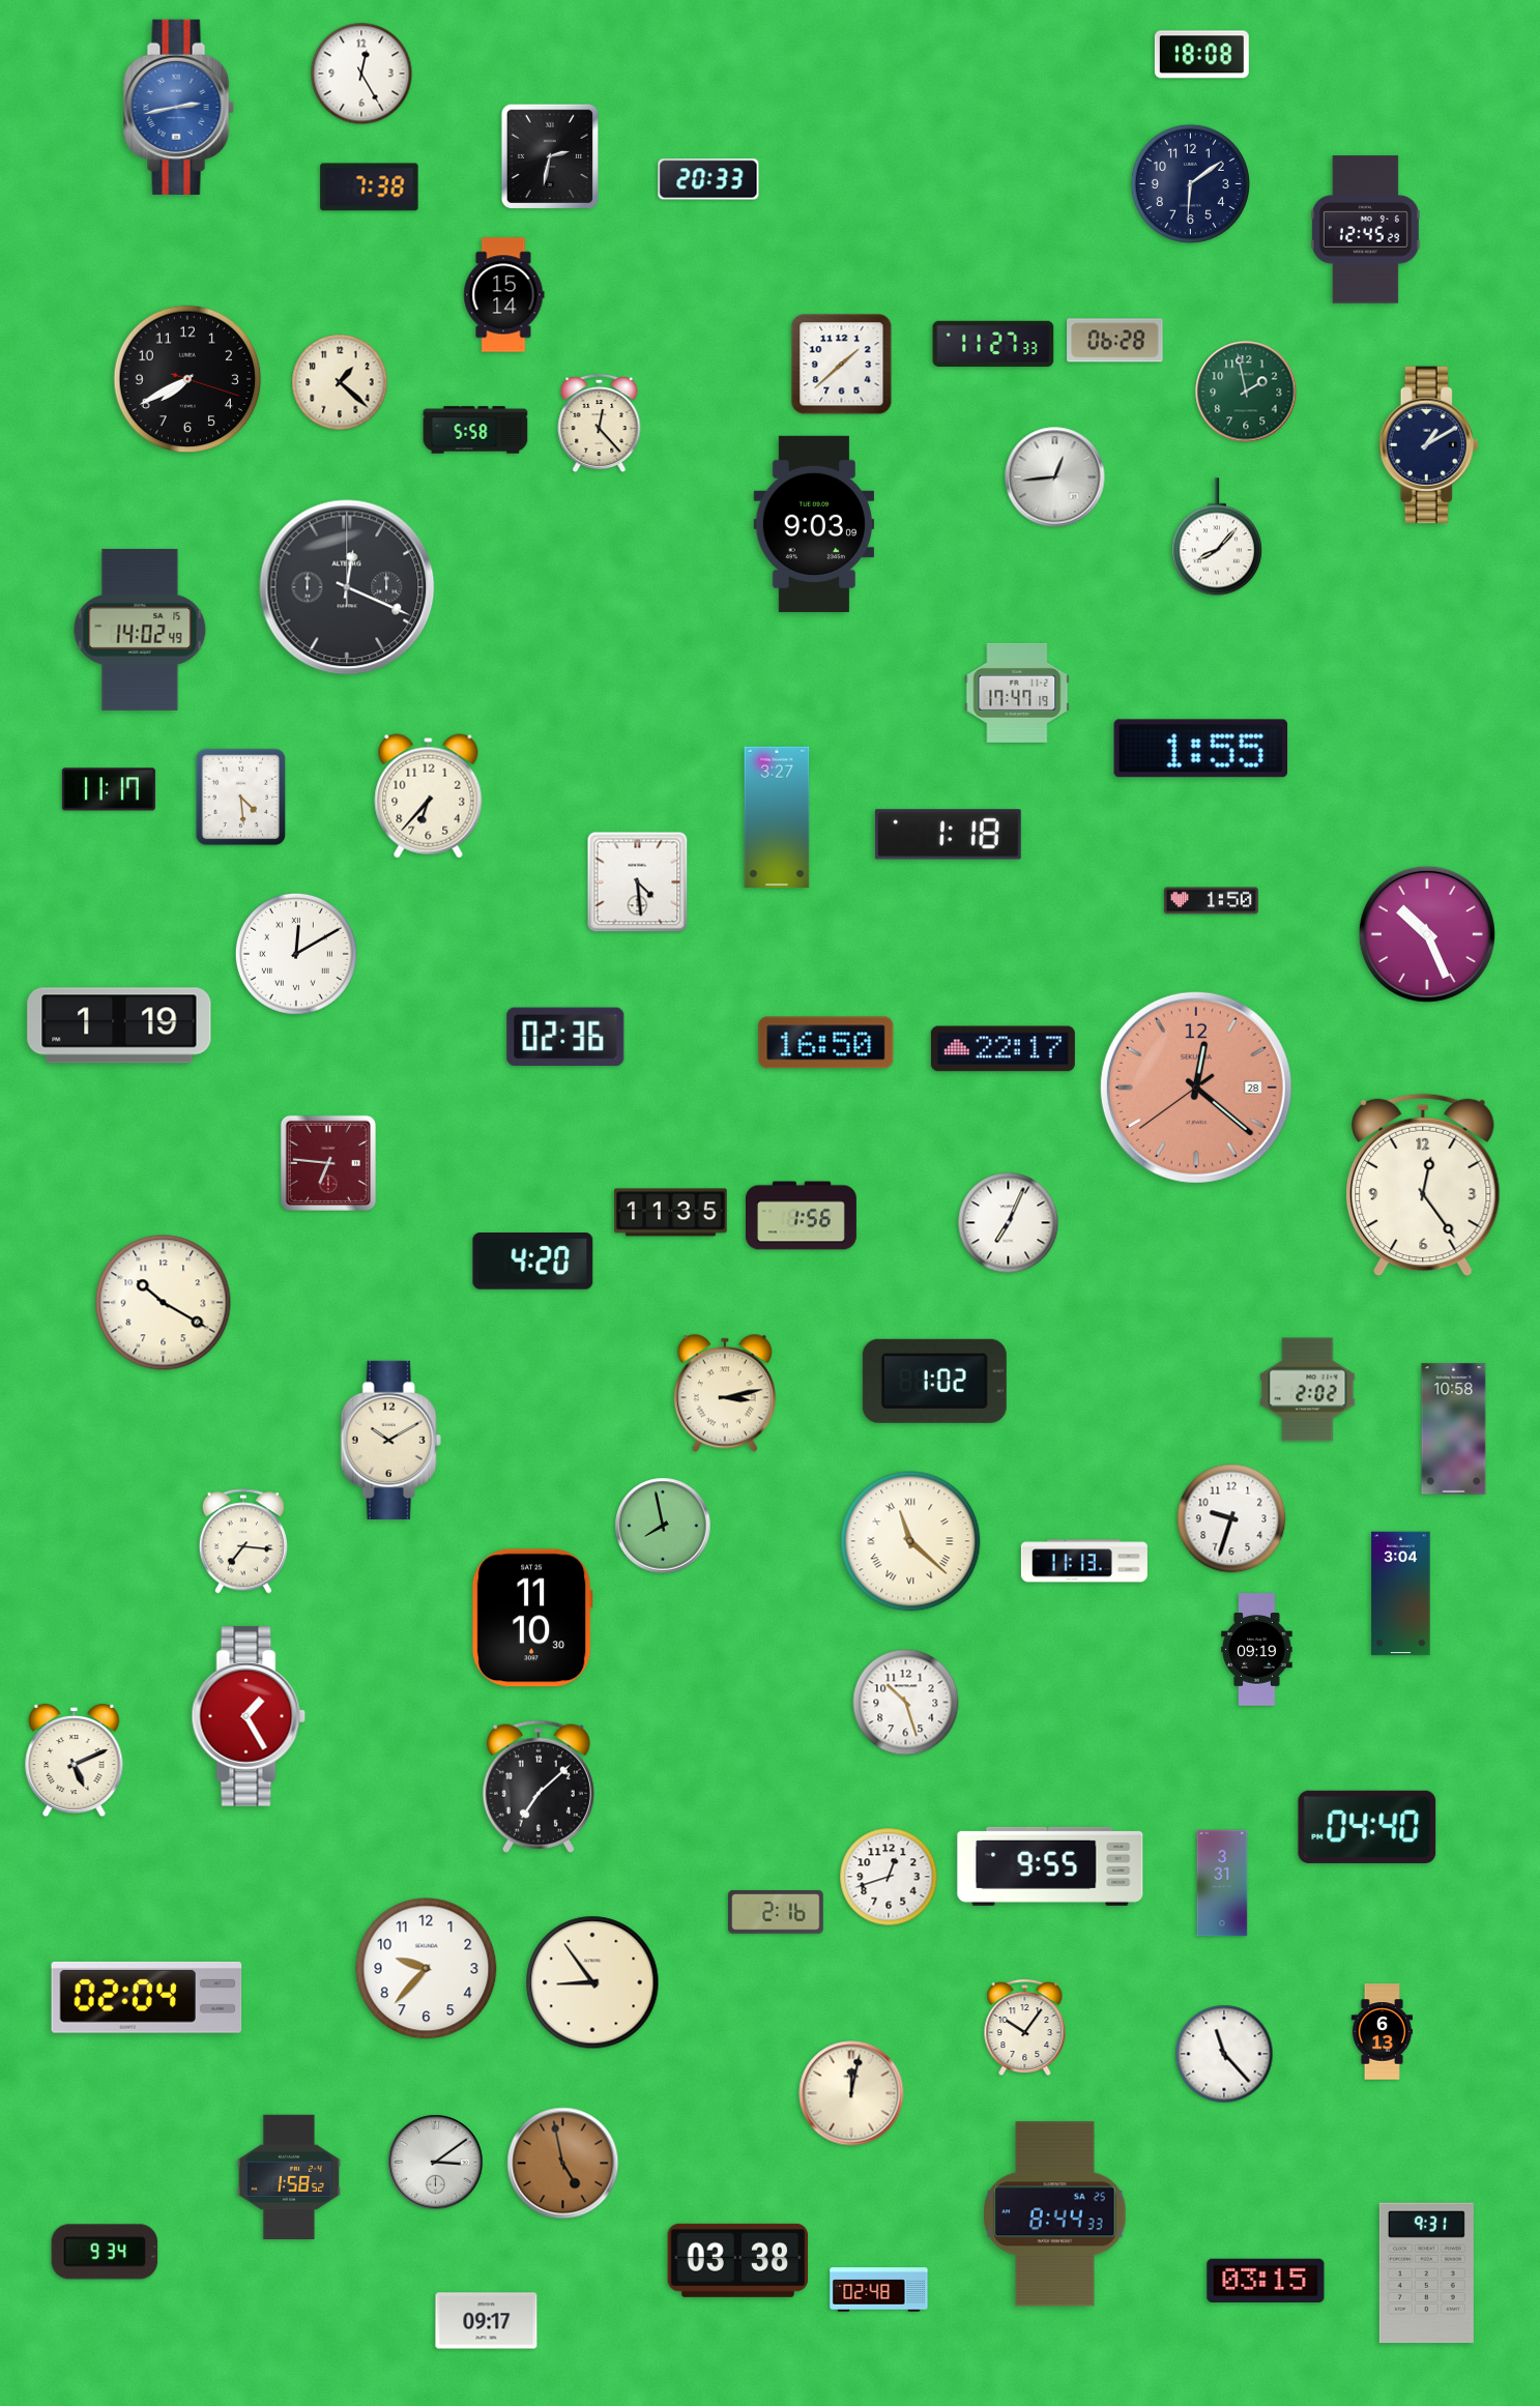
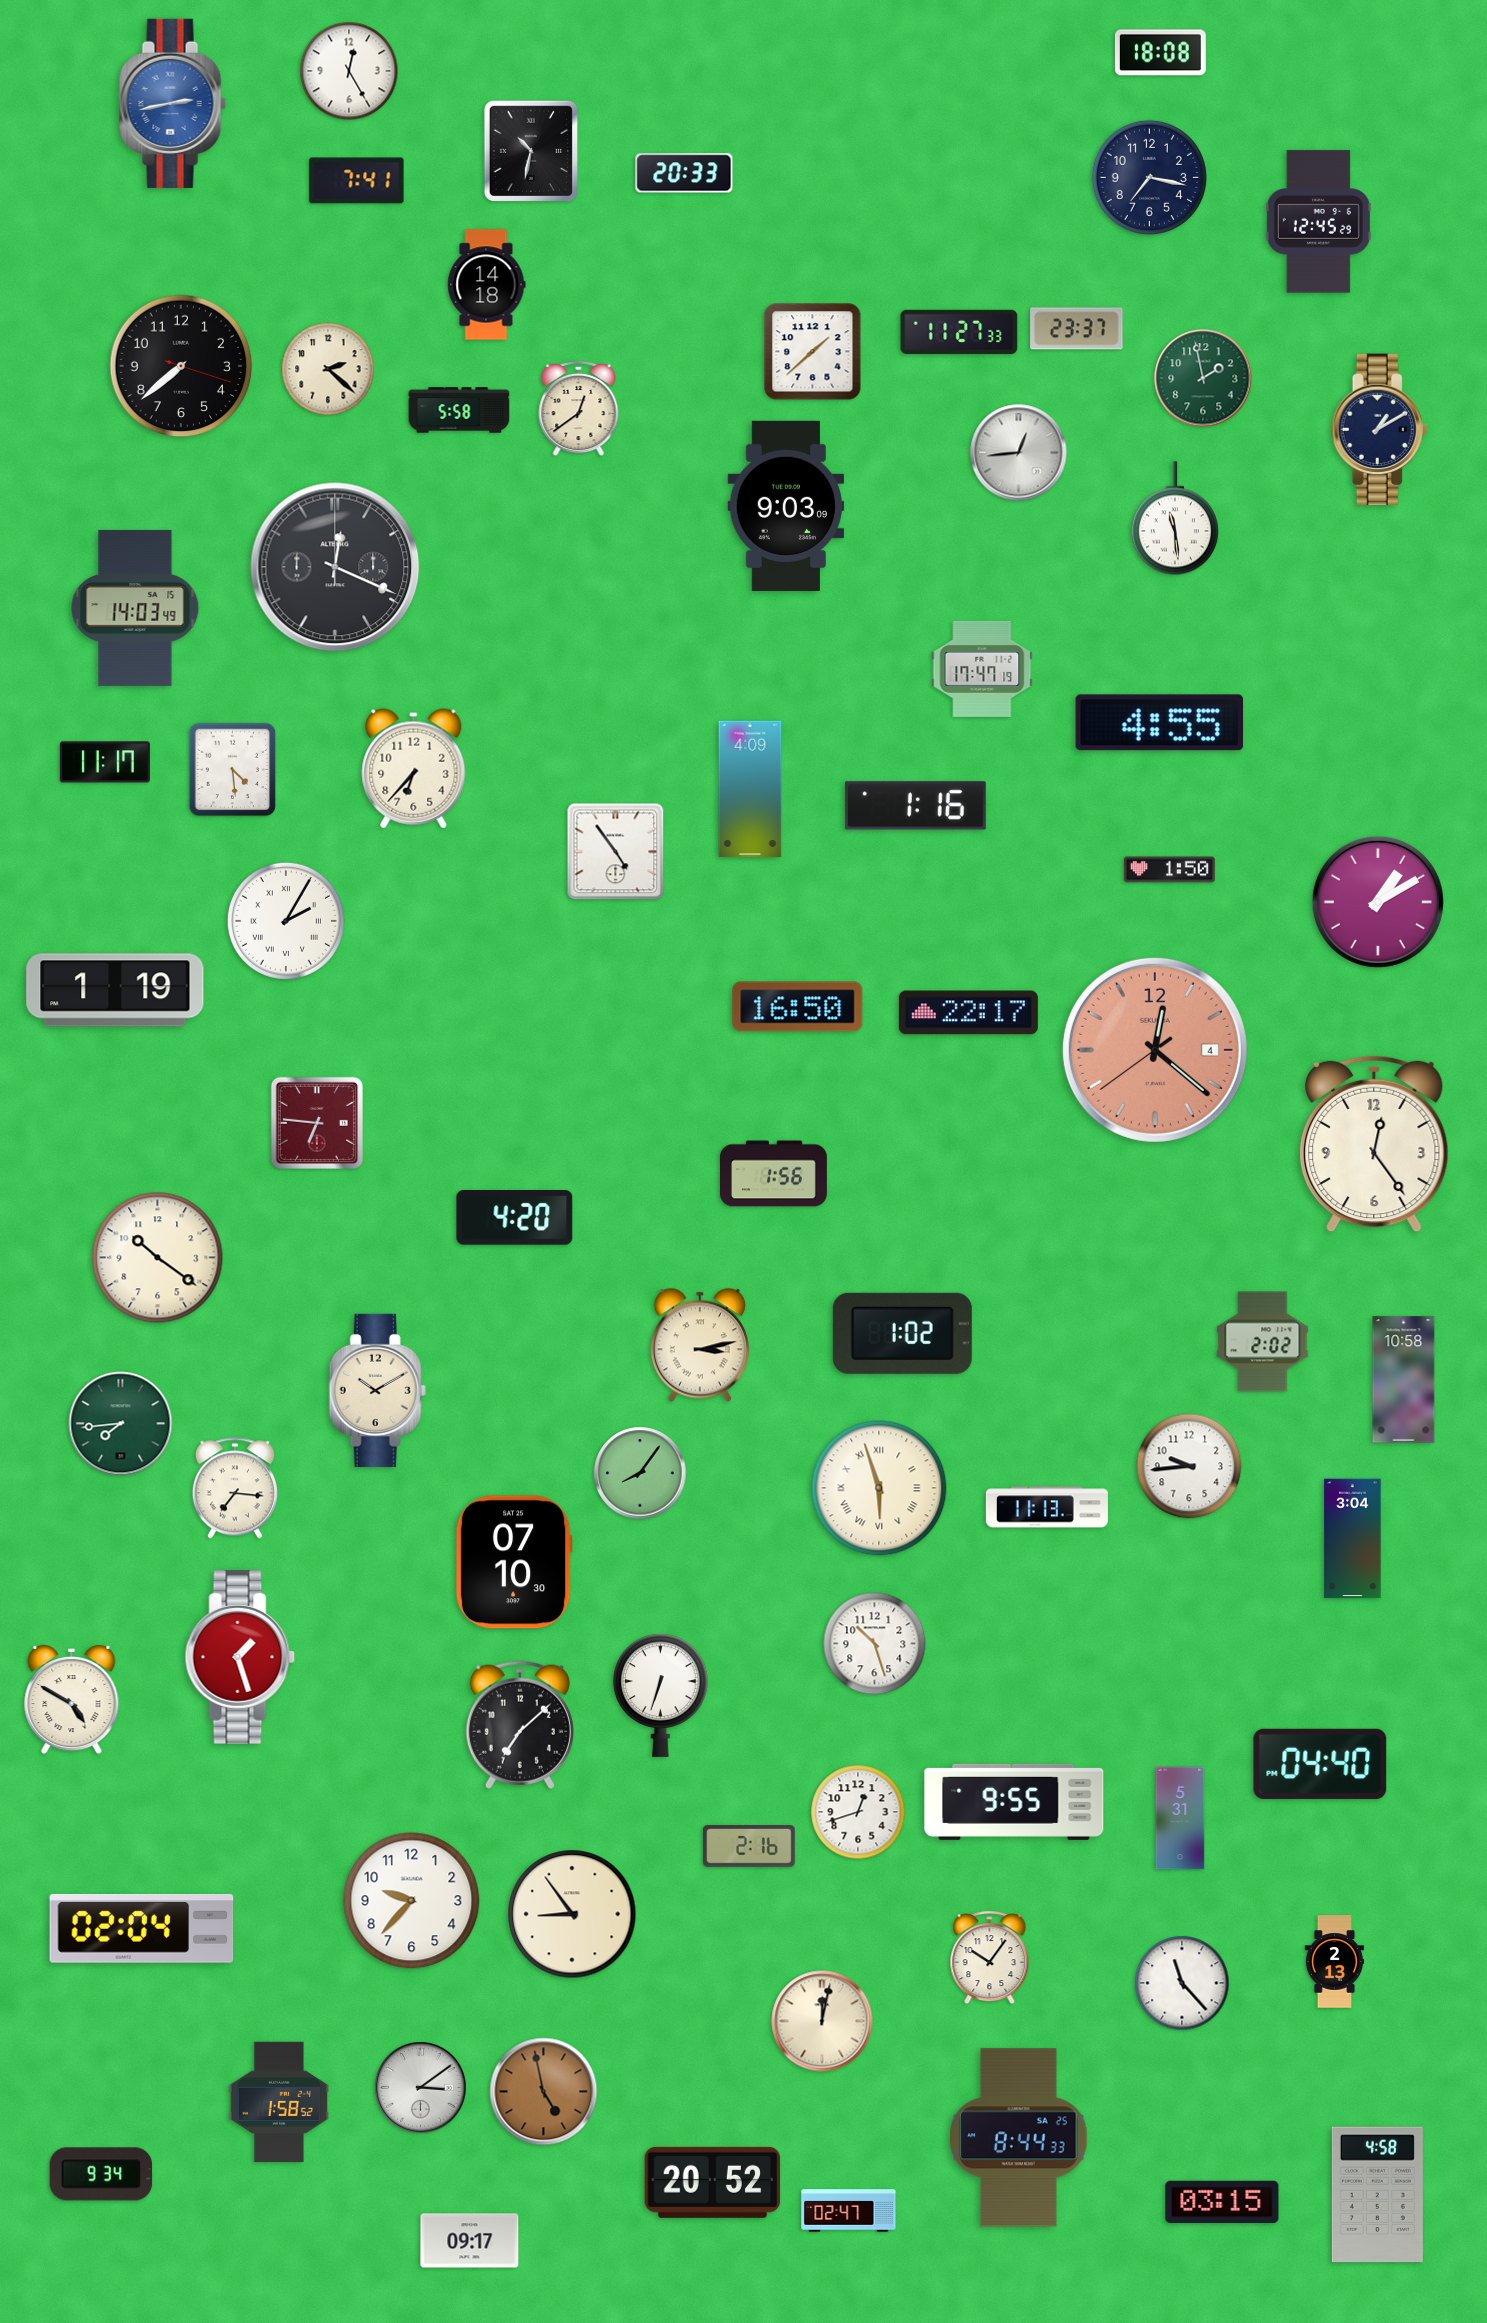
clock at (549, 155): 2:32 -> 10:32
clock at (1190, 183): 6:09 -> 7:17
clock at (370, 187): 7:38 -> 7:41
clock at (504, 295): 15:14 -> 14:18
clock at (1115, 341): 06:28 -> 23:37
clock at (187, 379): 7:40 -> 7:38
clock at (340, 382): 1:22 -> 2:22
clock at (600, 424): 12:23 -> 12:39
clock at (475, 430) position: (475, 430) -> (459, 410)
clock at (1055, 477) position: (1055, 477) -> (1019, 453)
clock at (1217, 537): 8:07 -> 11:29
clock at (140, 630): 14:02 -> 14:03
clock at (1201, 749): 1:55 -> 4:55
clock at (777, 817): 3:27 -> 4:09
clock at (948, 835): 1:18 -> 1:16
clock at (638, 882): 4:29 -> 4:54
clock at (1427, 934): 10:26 -> 1:10
clock at (296, 954): 12:10 -> 2:05
clock at (565, 1037): 02:36 -> none
clock at (1196, 1088) date: 28 -> 4
clock at (671, 1213): 11:35 -> none
clock at (1009, 1223): 7:04 -> none
clock at (164, 1303): 10:20 -> 10:21
clock at (121, 1424): none -> 7:44
clock at (1231, 1518): 9:33 -> 9:44
clock at (663, 1526): 7:58 -> 8:06
clock at (910, 1541): 11:22 -> 5:57
clock at (532, 1618): 11:10 -> 07:10
clock at (1257, 1650): 09:19 -> none
clock at (249, 1716): 1:25 -> 1:27
clock at (661, 1695): none -> 6:33
clock at (75, 1761): 5:11 -> 4:50
clock at (1222, 1883): 3:31 -> 5:31
clock at (1382, 2032): 6:13 -> 2:13
clock at (563, 2164) position: (563, 2164) -> (544, 2092)
clock at (738, 2260): 03:38 -> 20:52
clock at (1426, 2273): 9:31 -> 4:58
clock at (879, 2290): 02:48 -> 02:47
